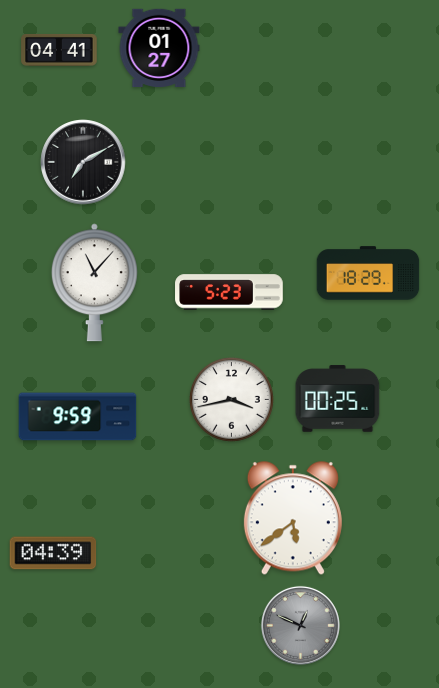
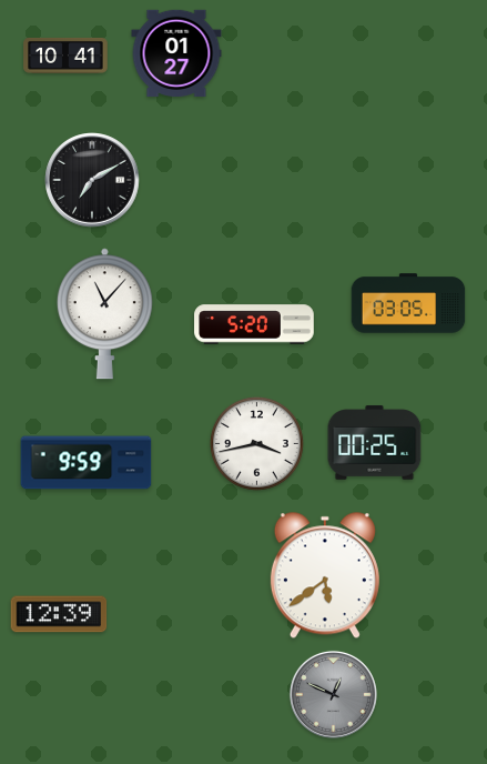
clock at (59, 50): 04:41 -> 10:41
clock at (368, 273): 18:29 -> 03:05
clock at (229, 292): 5:23 -> 5:20
clock at (53, 553): 04:39 -> 12:39
